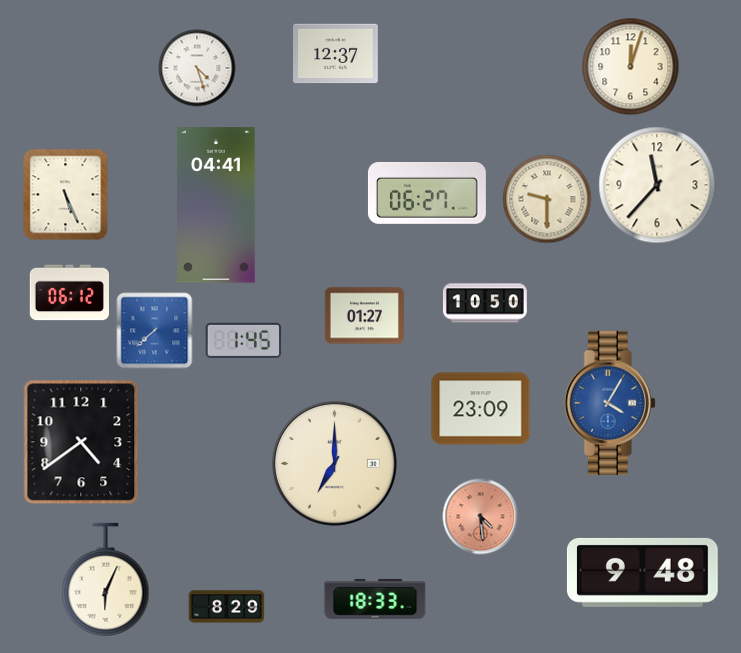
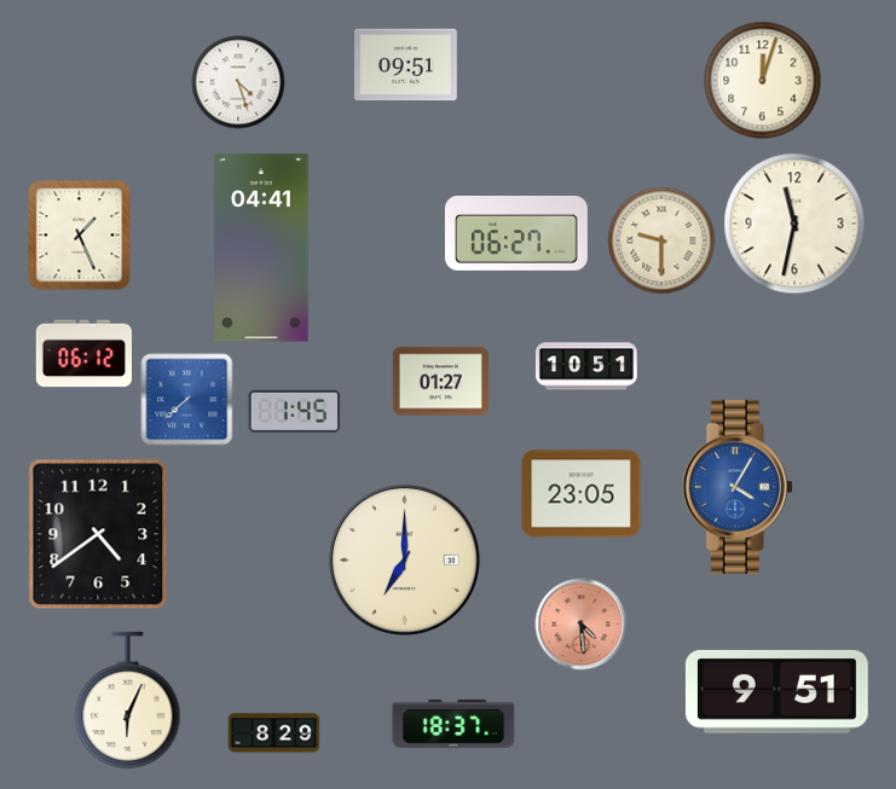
clock at (336, 54): 12:37 -> 09:51
clock at (657, 185): 11:37 -> 11:32
clock at (66, 195): 5:26 -> 1:26
clock at (485, 303): 10:50 -> 10:51
clock at (481, 409): 23:09 -> 23:05
clock at (642, 572): 9:48 -> 9:51
clock at (375, 599): 18:33 -> 18:37
